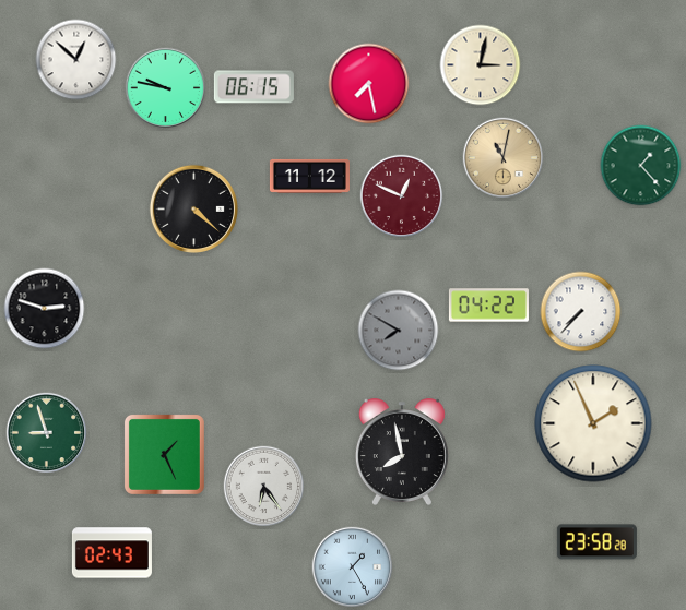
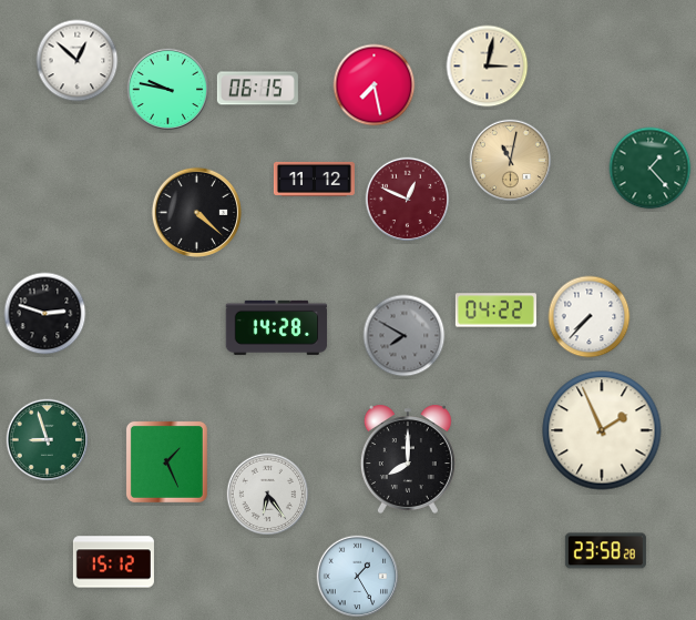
clock at (277, 327): none -> 14:28
clock at (402, 452): 7:58 -> 8:00
clock at (111, 553): 02:43 -> 15:12
